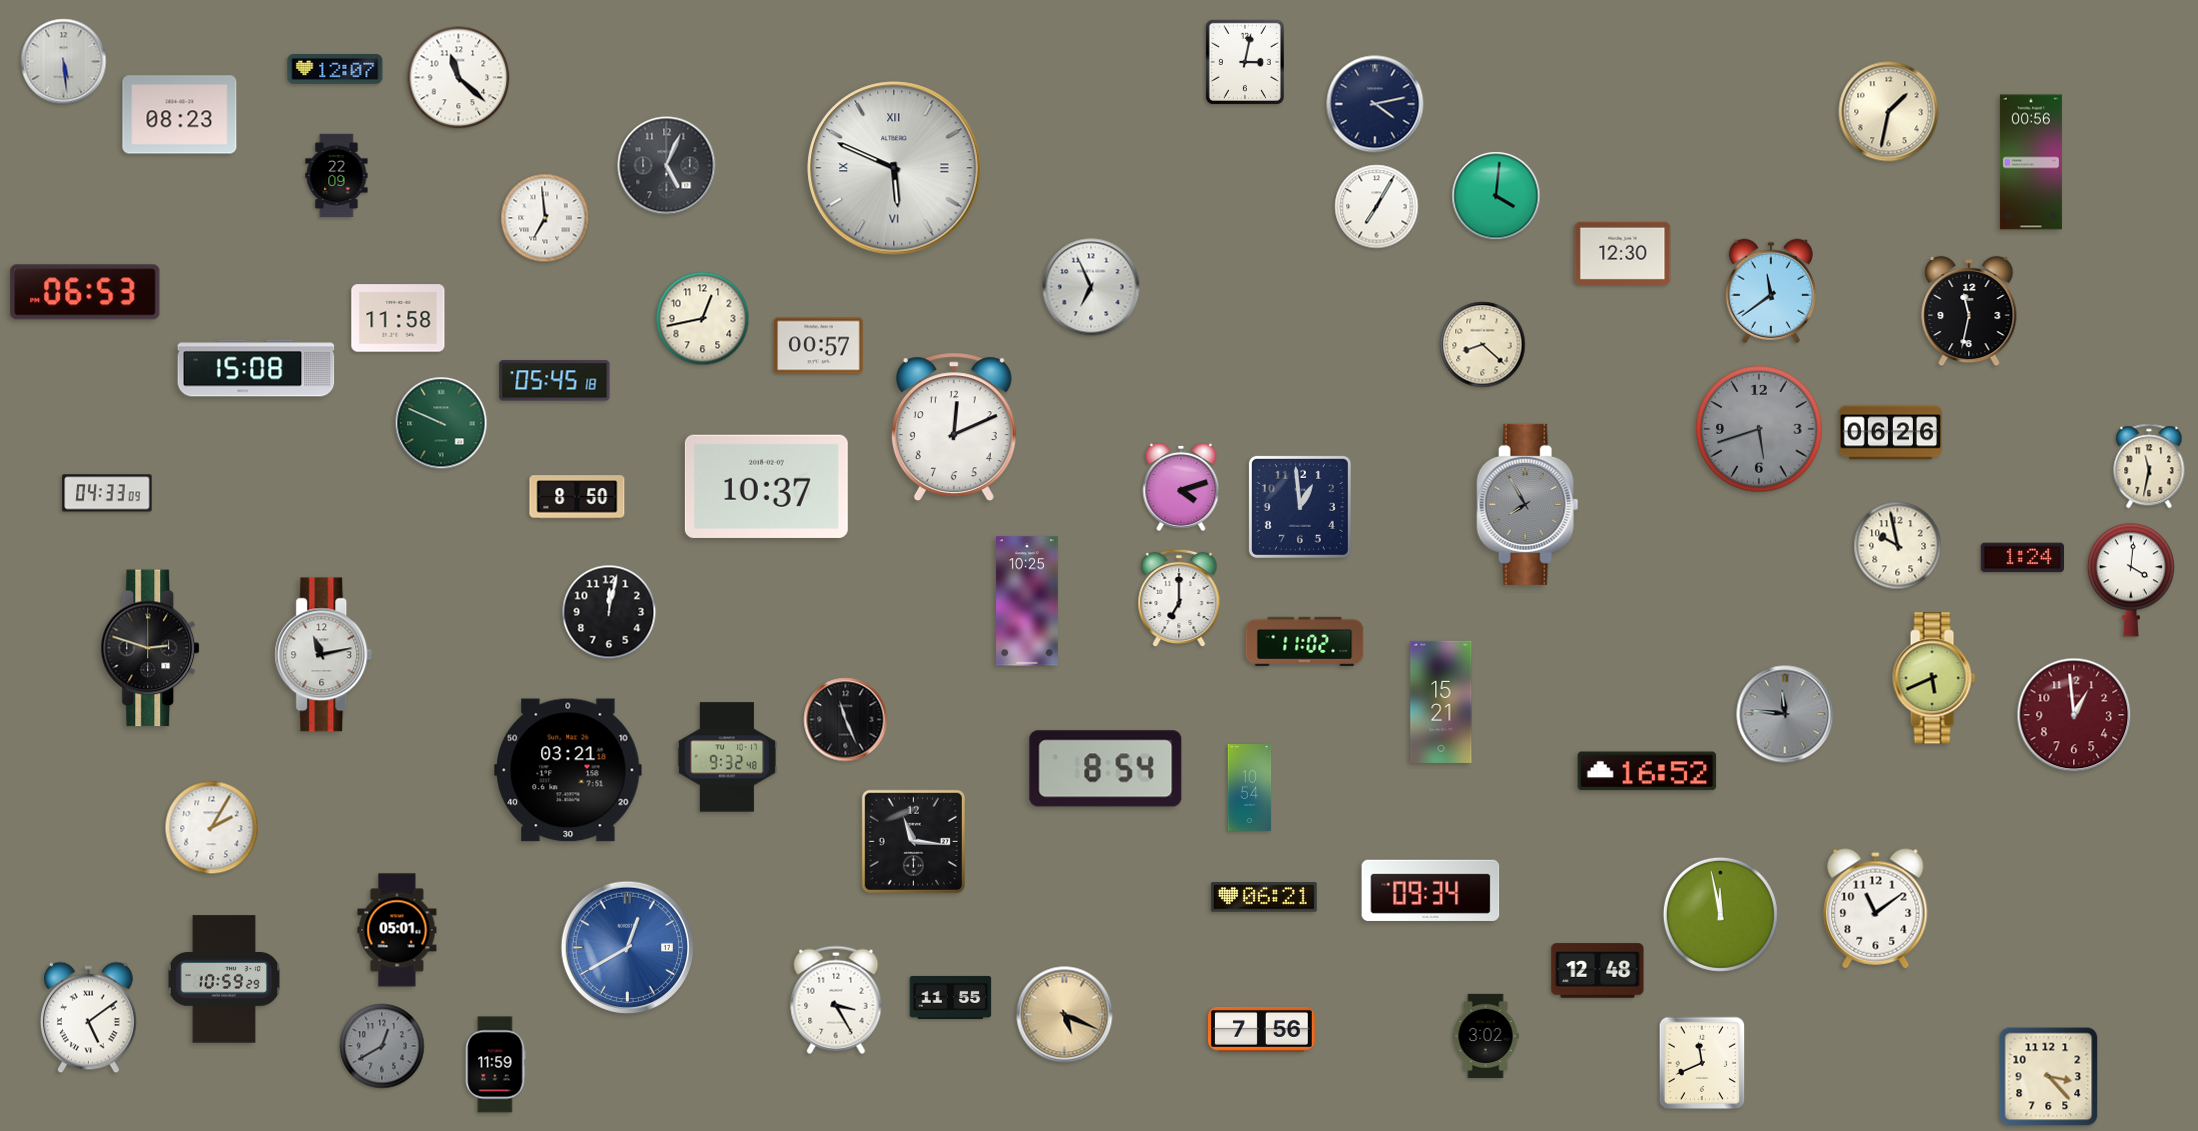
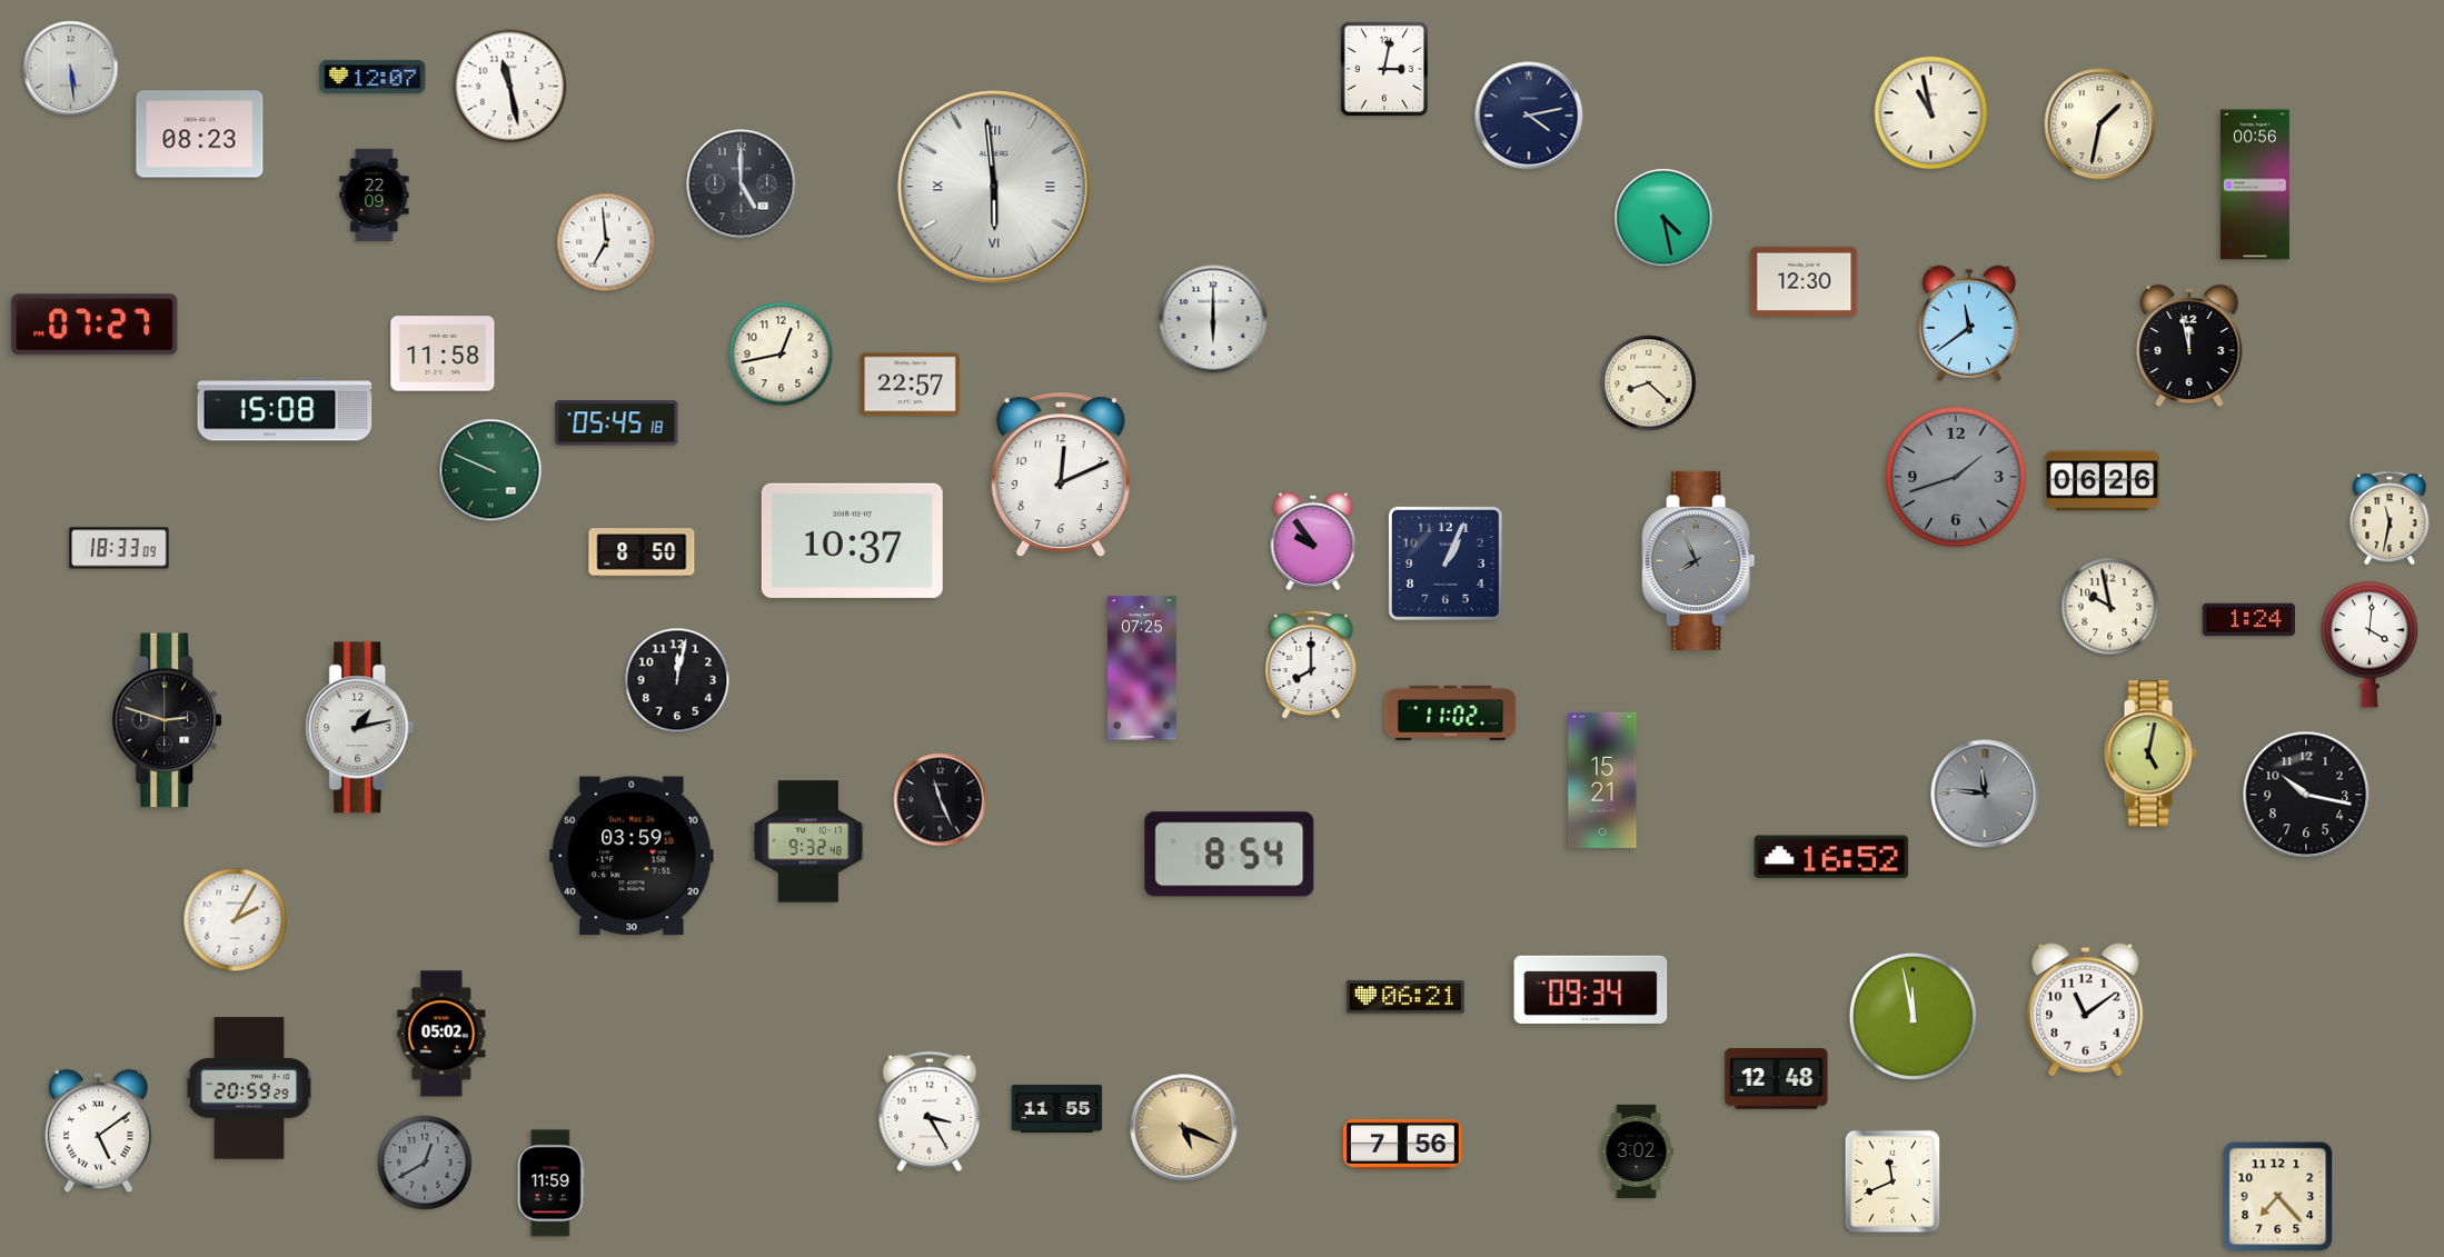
clock at (459, 78): 11:22 -> 11:28
clock at (1931, 113): none -> 10:58
clock at (180, 115) position: (180, 115) -> (200, 134)
clock at (2031, 162) position: (2031, 162) -> (2255, 184)
clock at (667, 166): 5:04 -> 5:00
clock at (894, 168): 5:49 -> 5:59
clock at (1496, 196): 4:01 -> 4:28
clock at (1377, 207): 7:05 -> none
clock at (1091, 287): 6:56 -> 6:00
clock at (85, 292): 06:53 -> 07:27
clock at (1969, 311): 11:32 -> 11:58
clock at (819, 346): 00:57 -> 22:57
clock at (1759, 429): 5:42 -> 1:42
clock at (1181, 487): 4:12 -> 9:54
clock at (107, 493): 04:33 -> 18:33
clock at (1528, 504): 7:55 -> 7:56
clock at (1300, 507): 12:59 -> 1:04
clock at (1179, 598): 7:00 -> 8:00
clock at (1028, 601): 10:25 -> 07:25
clock at (324, 655): 11:13 -> 1:13
clock at (1934, 678): 5:41 -> 5:02
clock at (2074, 715): 12:59 -> 10:17
clock at (2074, 715) dial: burgundy -> black
clock at (568, 770): 03:21 -> 03:59
clock at (1250, 788): 10:54 -> none
clock at (913, 841): 11:16 -> none
clock at (397, 930): 05:01 -> 05:02
clock at (627, 947): 12:40 -> none
clock at (224, 979): 10:59 -> 20:59
clock at (1486, 1035) position: (1486, 1035) -> (1637, 1150)
clock at (2049, 1077): 3:23 -> 7:23
